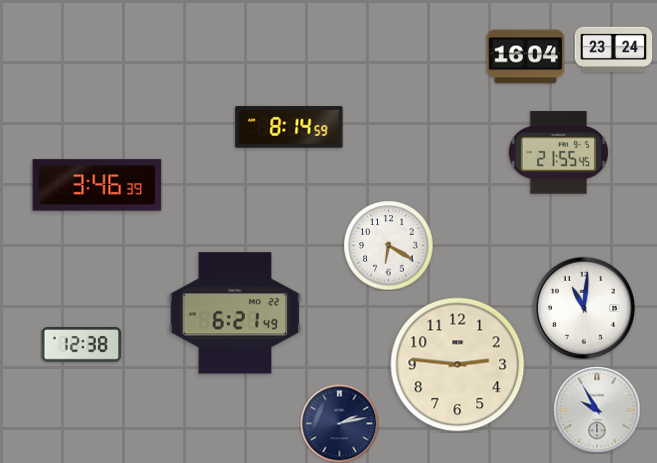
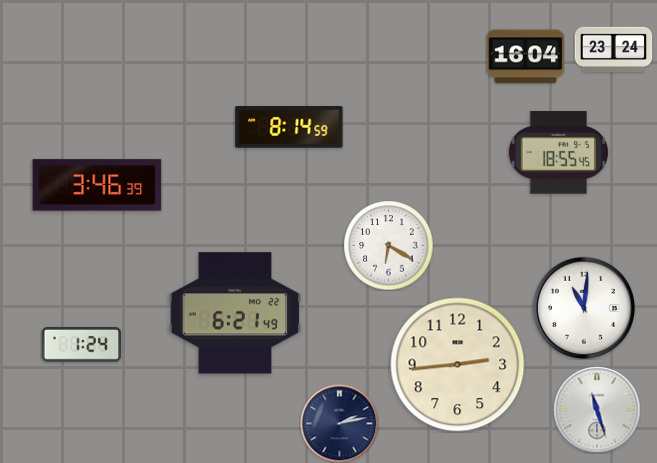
clock at (558, 153): 21:55 -> 18:55
clock at (81, 344): 12:38 -> 1:24
clock at (458, 365): 2:46 -> 2:44
clock at (597, 410): 9:55 -> 11:27
